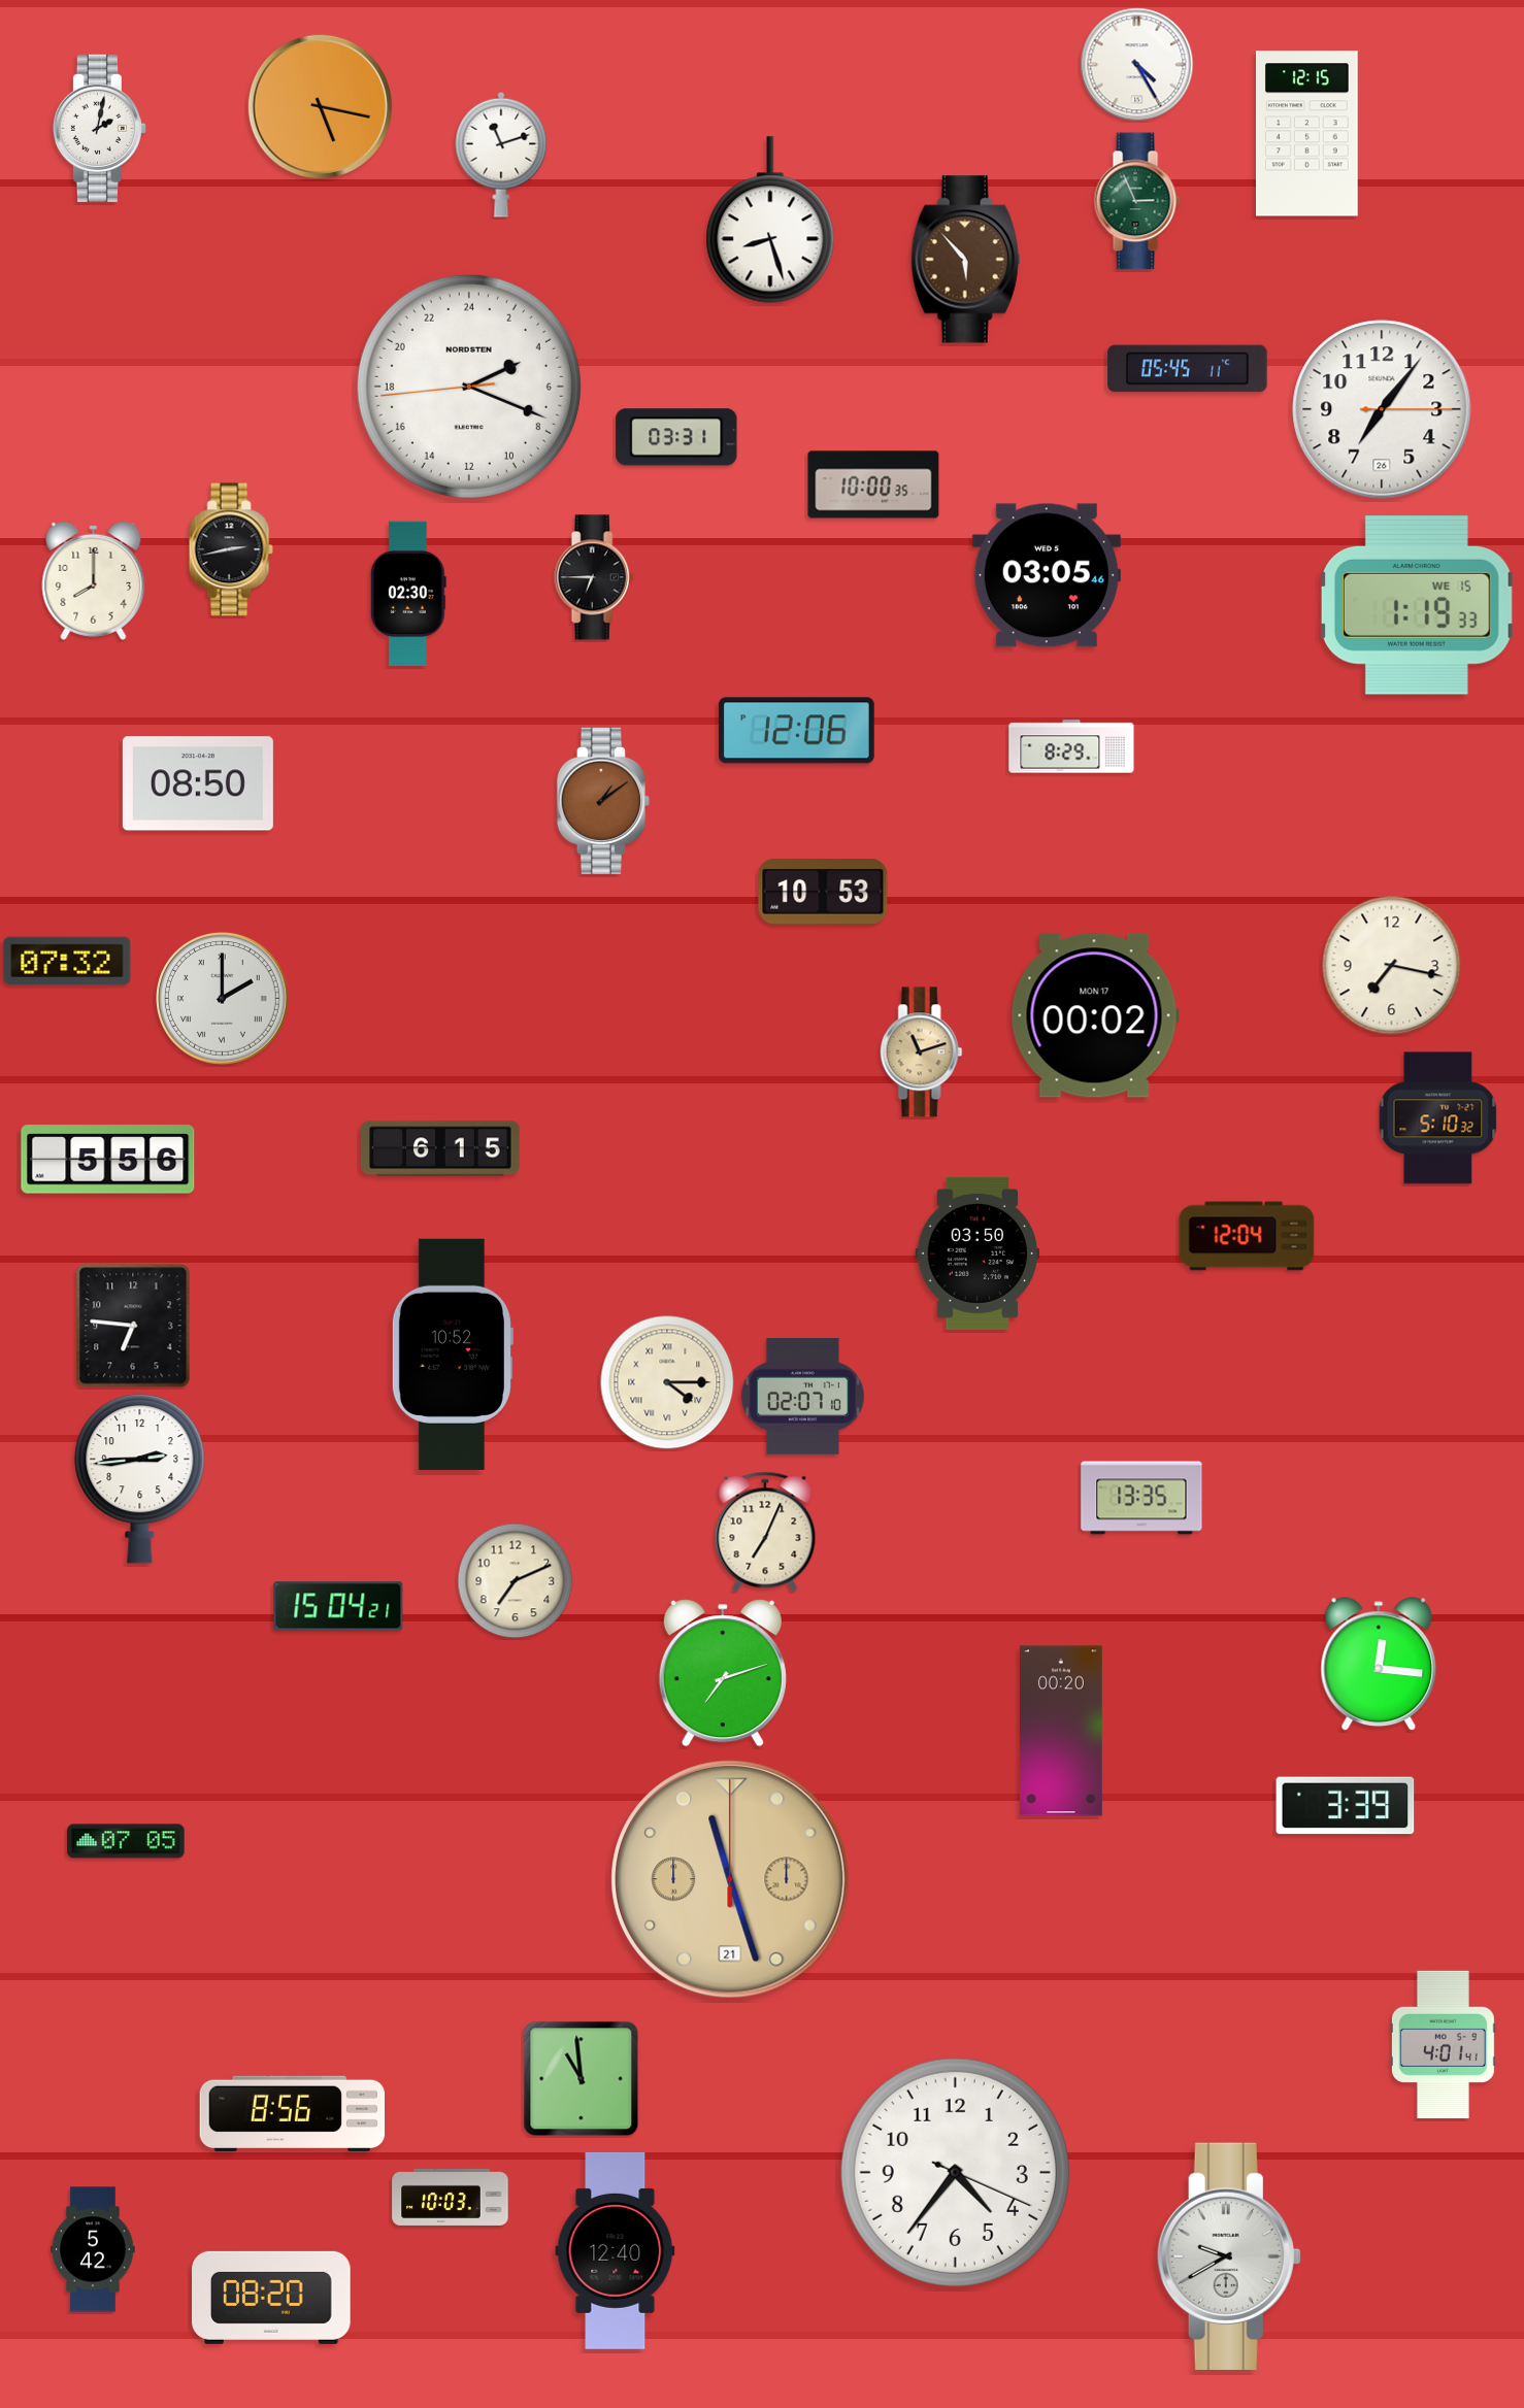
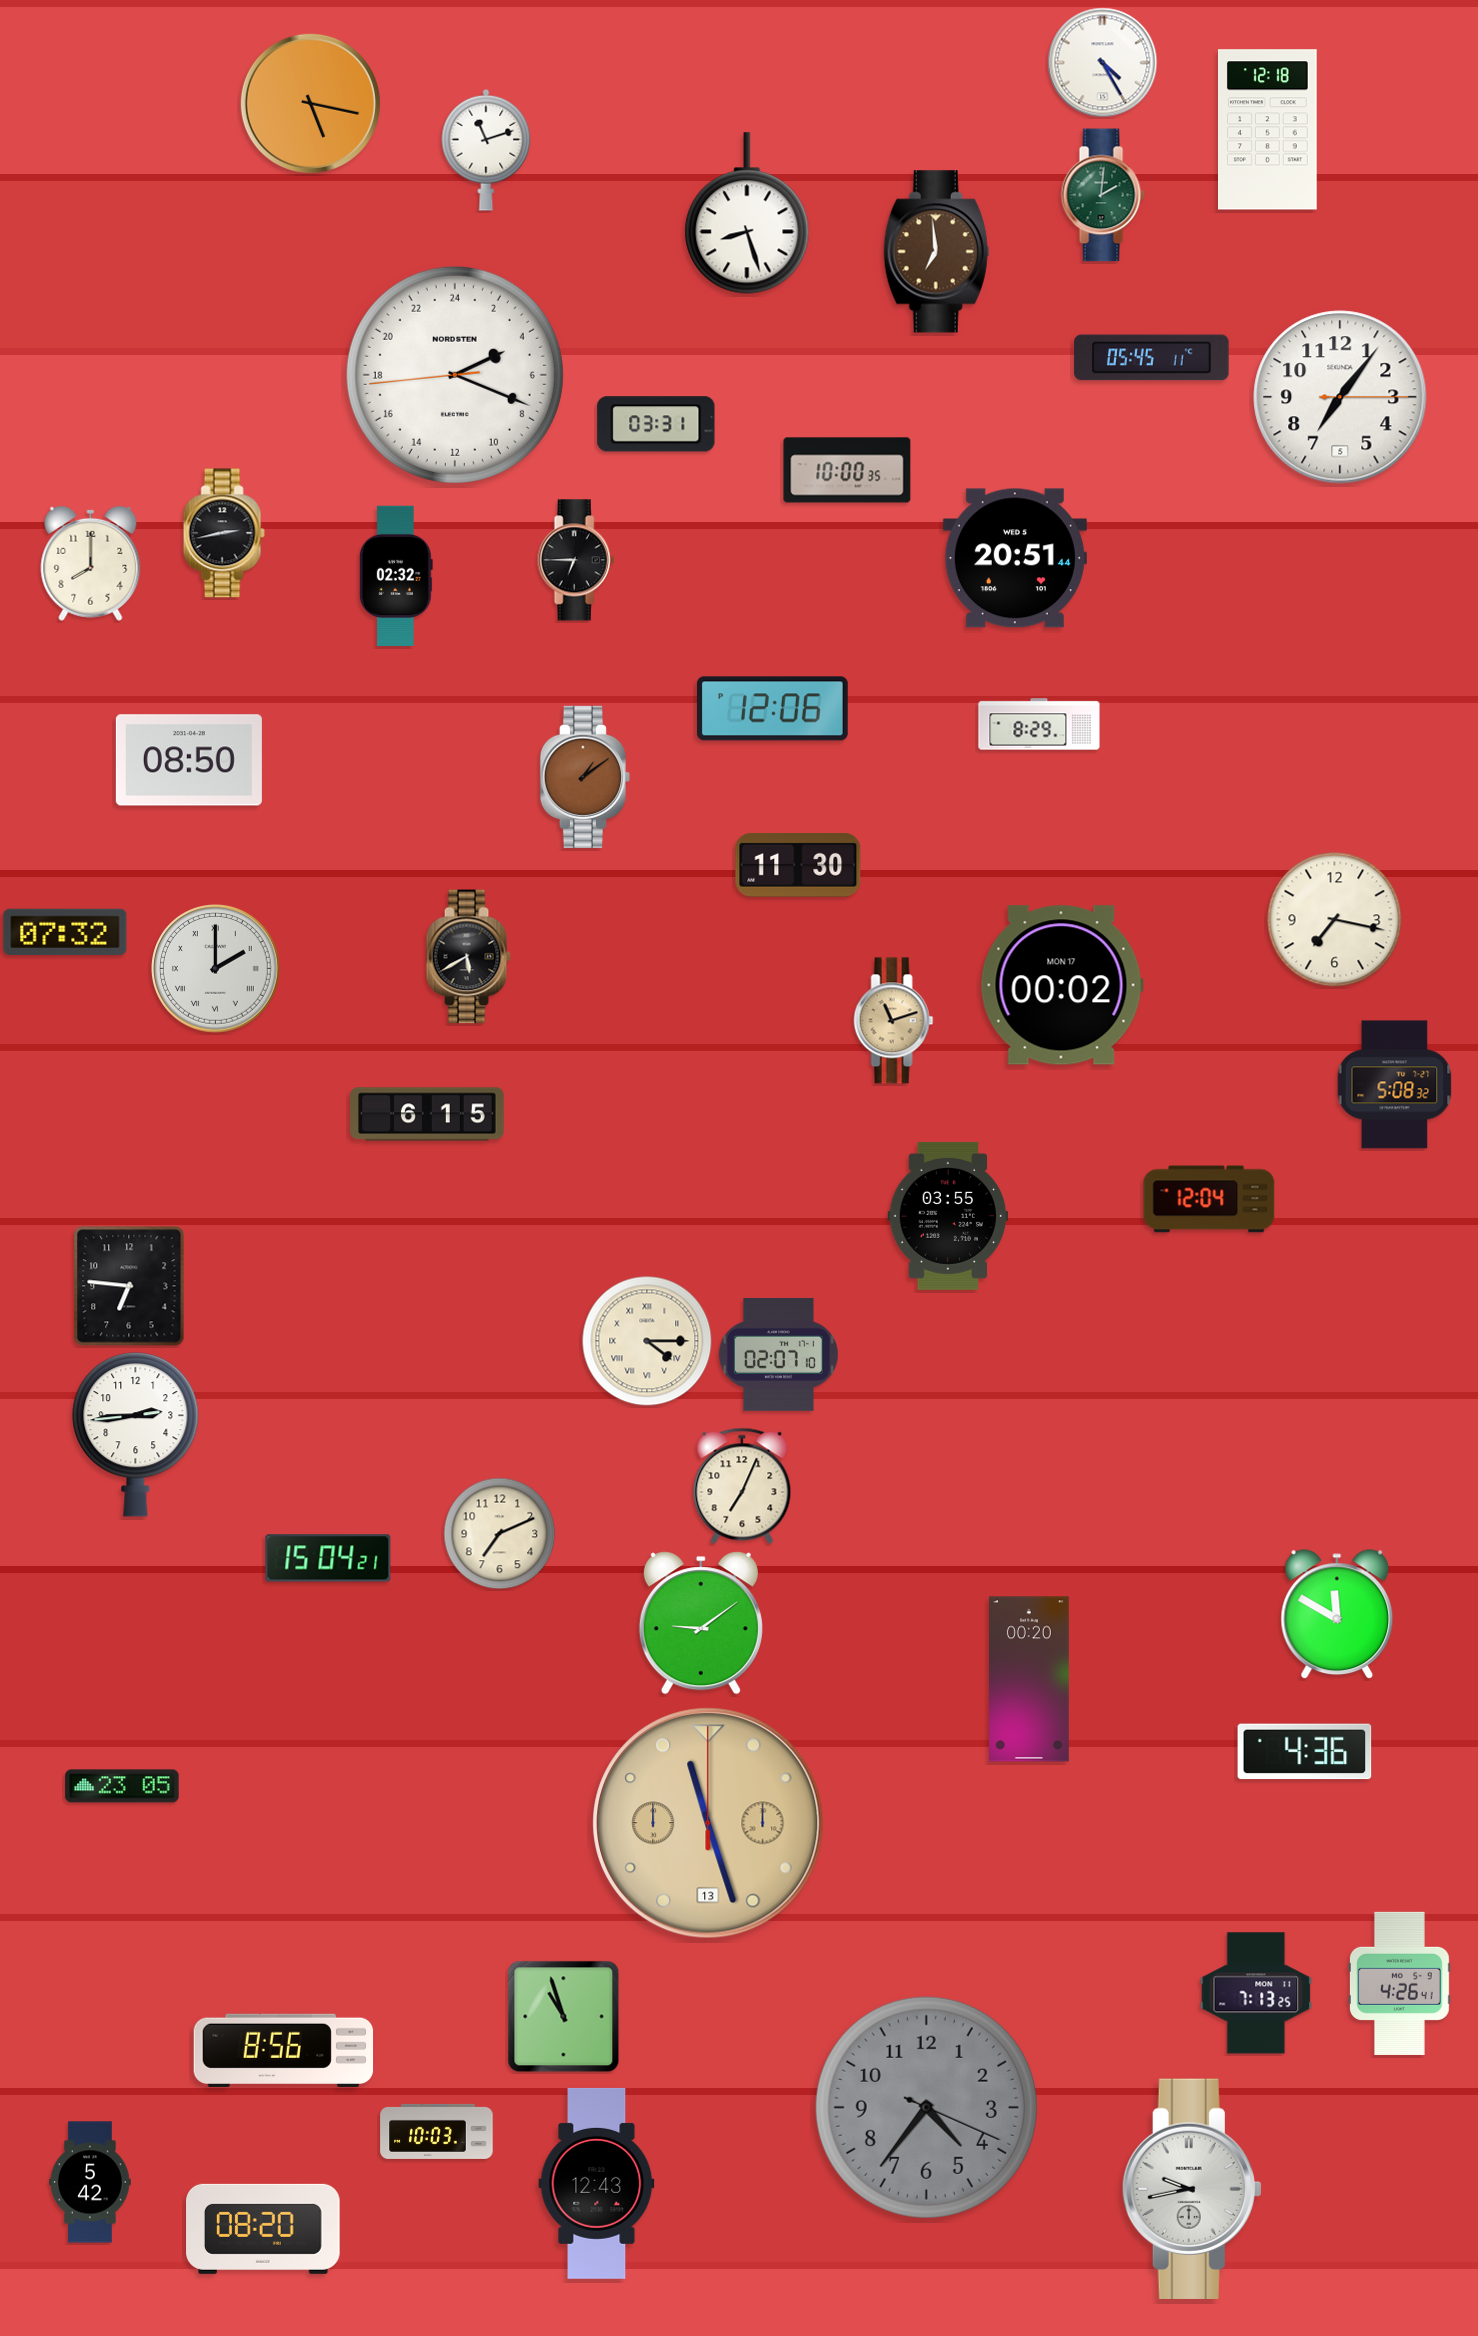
clock at (99, 128): 2:02 -> none
clock at (1307, 134): 12:15 -> 12:18
clock at (1137, 201): 2:56 -> 2:01
clock at (966, 260): 5:53 -> 6:59
clock at (1382, 409) date: 26 -> 5
clock at (1047, 575): 03:05 -> 20:51
clock at (408, 593): 02:30 -> 02:32
clock at (1417, 606): 1:19 -> none
clock at (198, 783) position: (198, 783) -> (189, 760)
clock at (823, 892): 10:53 -> 11:30
clock at (1392, 966) position: (1392, 966) -> (1335, 920)
clock at (468, 957): none -> 5:40
clock at (1438, 1118): 5:10 -> 5:08
clock at (108, 1160): 5:56 -> none
clock at (978, 1253): 03:50 -> 03:55
clock at (452, 1354): 10:52 -> none
clock at (1141, 1498): 13:35 -> none
clock at (1379, 1665): 12:16 -> 11:50
clock at (723, 1673): 7:12 -> 9:09
clock at (1346, 1806): 3:39 -> 4:36
clock at (126, 1841): 07:05 -> 23:05
clock at (730, 1879) date: 21 -> 13
clock at (1443, 2044): 4:01 -> 4:26
clock at (1256, 1993): none -> 7:13
clock at (582, 2079): 10:59 -> 10:57
clock at (955, 2172) dial: white -> grey
clock at (616, 2250): 12:40 -> 12:43
clock at (1229, 2255): 9:40 -> 9:43
